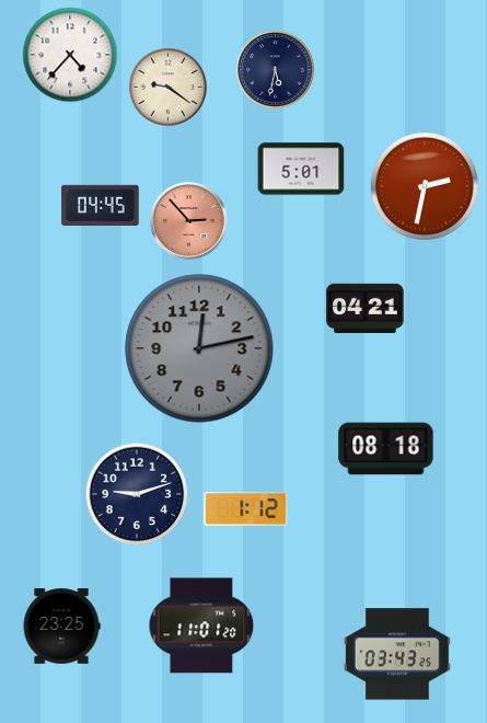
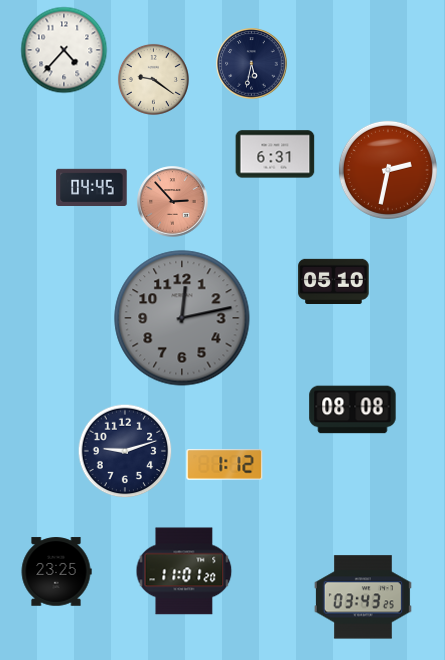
clock at (301, 169): 5:01 -> 6:31
clock at (366, 308): 04:21 -> 05:10
clock at (386, 449): 08:18 -> 08:08
